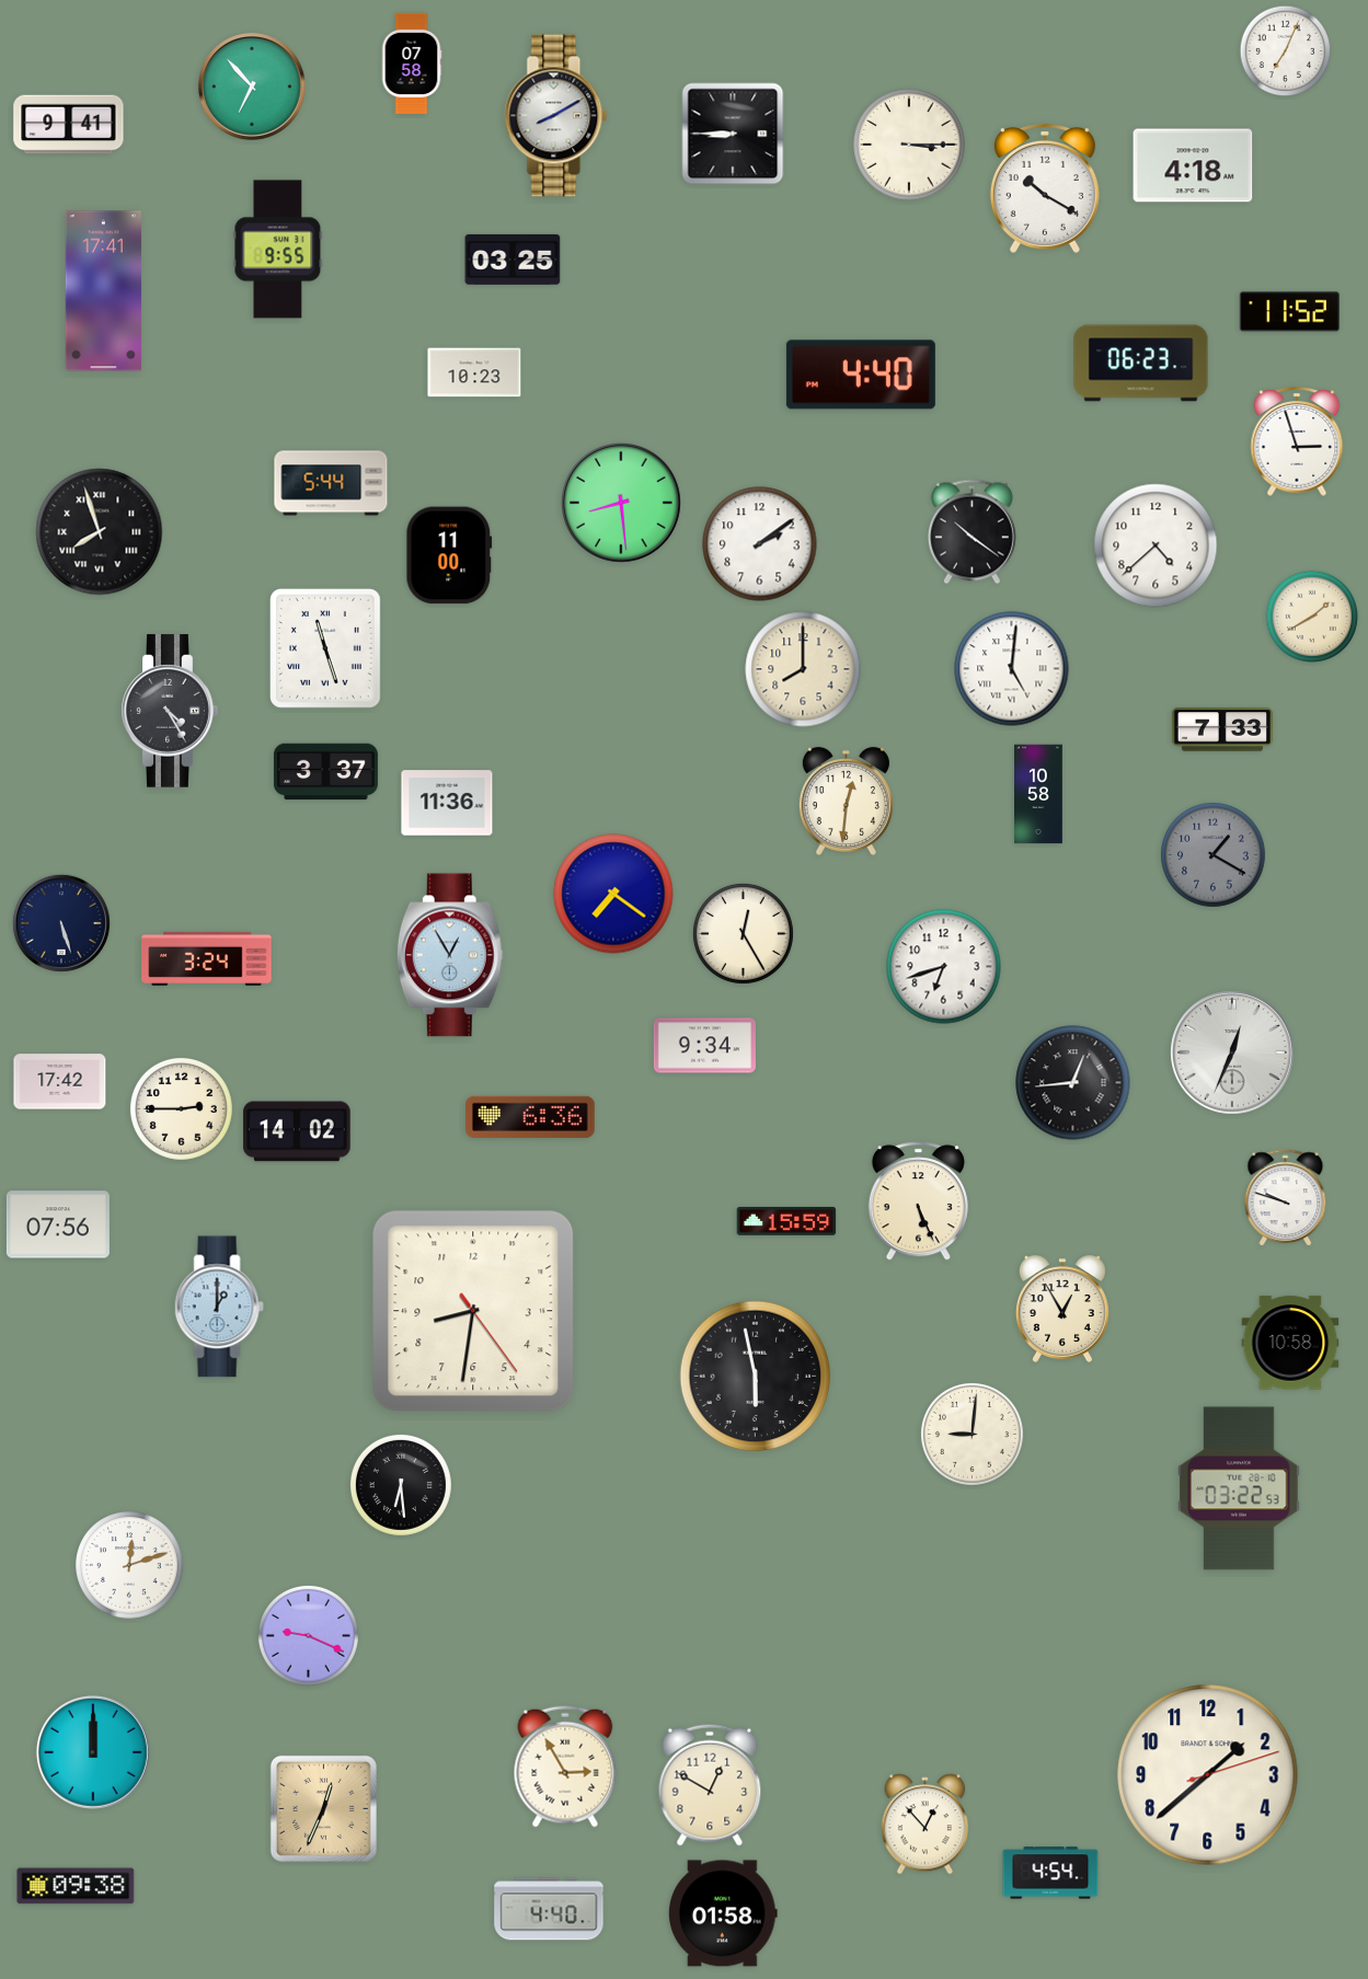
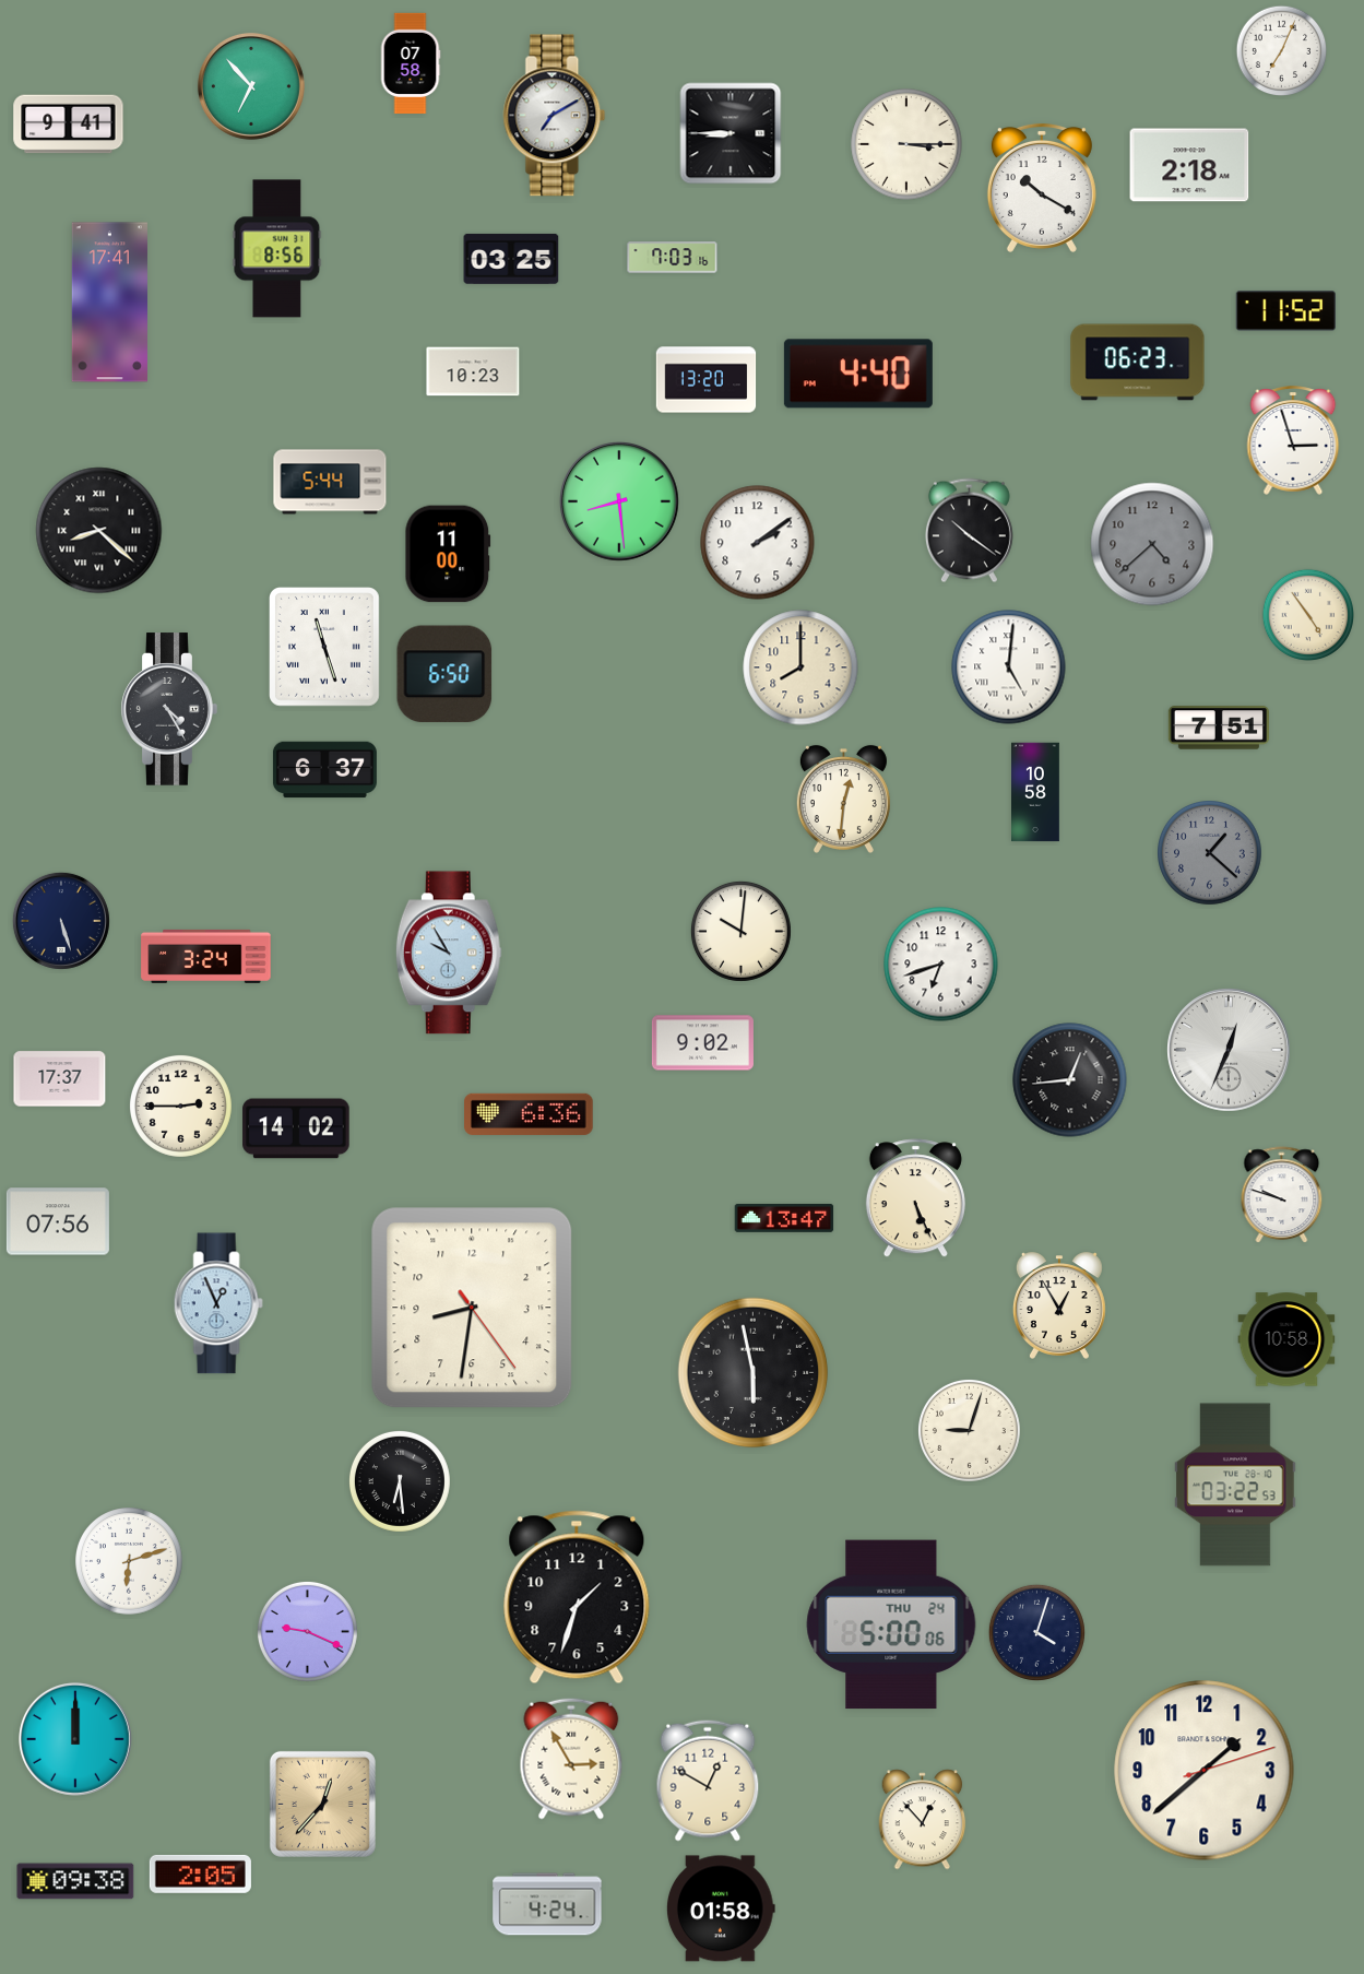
clock at (556, 116): 8:10 -> 7:10
clock at (1193, 165): 4:18 -> 2:18
clock at (278, 250): 9:55 -> 8:56
clock at (673, 258): none -> 7:03
clock at (103, 291) position: (103, 291) -> (109, 303)
clock at (707, 380): none -> 13:20
clock at (100, 532): 7:57 -> 8:22
clock at (1156, 545) dial: white -> grey
clock at (1311, 615): 1:40 -> 4:54
clock at (444, 674): none -> 6:50
clock at (1221, 729): 7:33 -> 7:51
clock at (325, 772): 3:37 -> 6:37
clock at (447, 803): 11:36 -> none
clock at (1214, 855): 1:20 -> 1:22
clock at (613, 894): 7:21 -> none
clock at (743, 933): 12:25 -> 10:01
clock at (450, 955): 12:55 -> 9:55
clock at (704, 1046): 9:34 -> 9:02
clock at (60, 1082): 17:42 -> 17:37
clock at (786, 1221): 15:59 -> 13:47
clock at (219, 1307): 1:00 -> 12:56
clock at (972, 1434): 9:01 -> 9:03
clock at (129, 1565): 12:12 -> 6:12
clock at (577, 1597): none -> 1:33
clock at (891, 1624): none -> 5:00
clock at (1036, 1632): none -> 4:03
clock at (93, 1752) position: (93, 1752) -> (75, 1739)
clock at (565, 1767) position: (565, 1767) -> (571, 1759)
clock at (323, 1808): 12:34 -> 12:37
clock at (1050, 1873): 4:54 -> none
clock at (200, 1873): none -> 2:05
clock at (549, 1909): 4:40 -> 4:24
